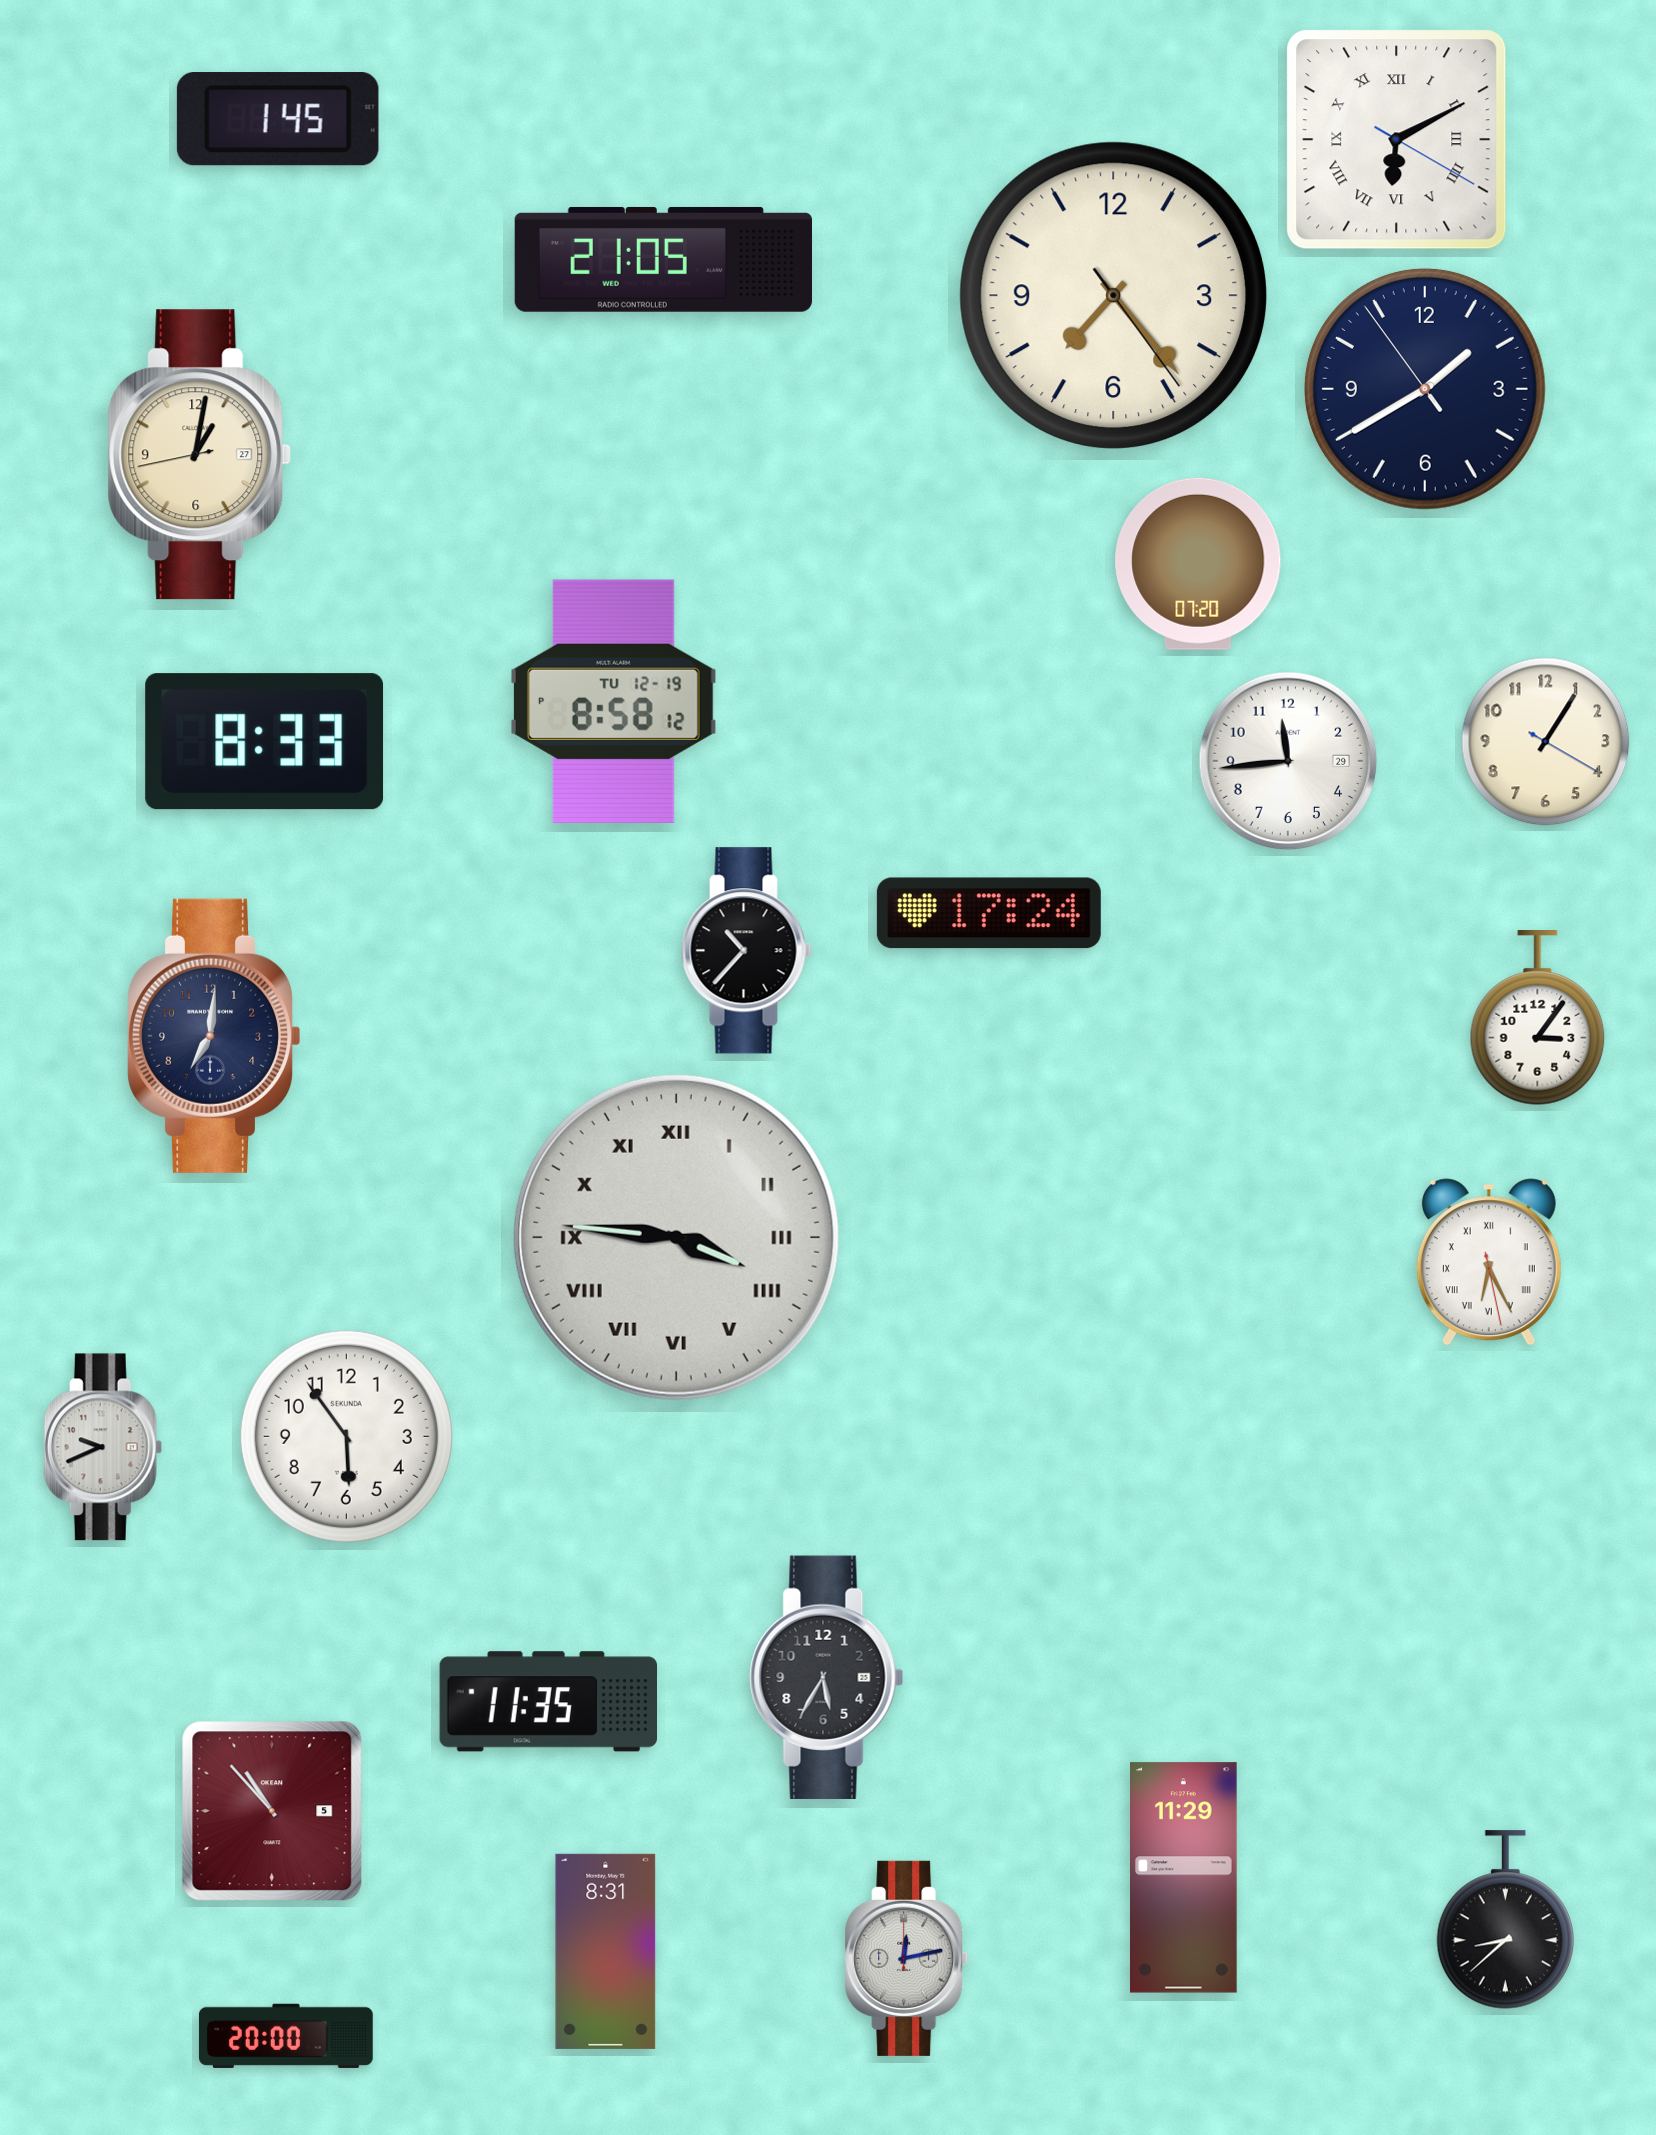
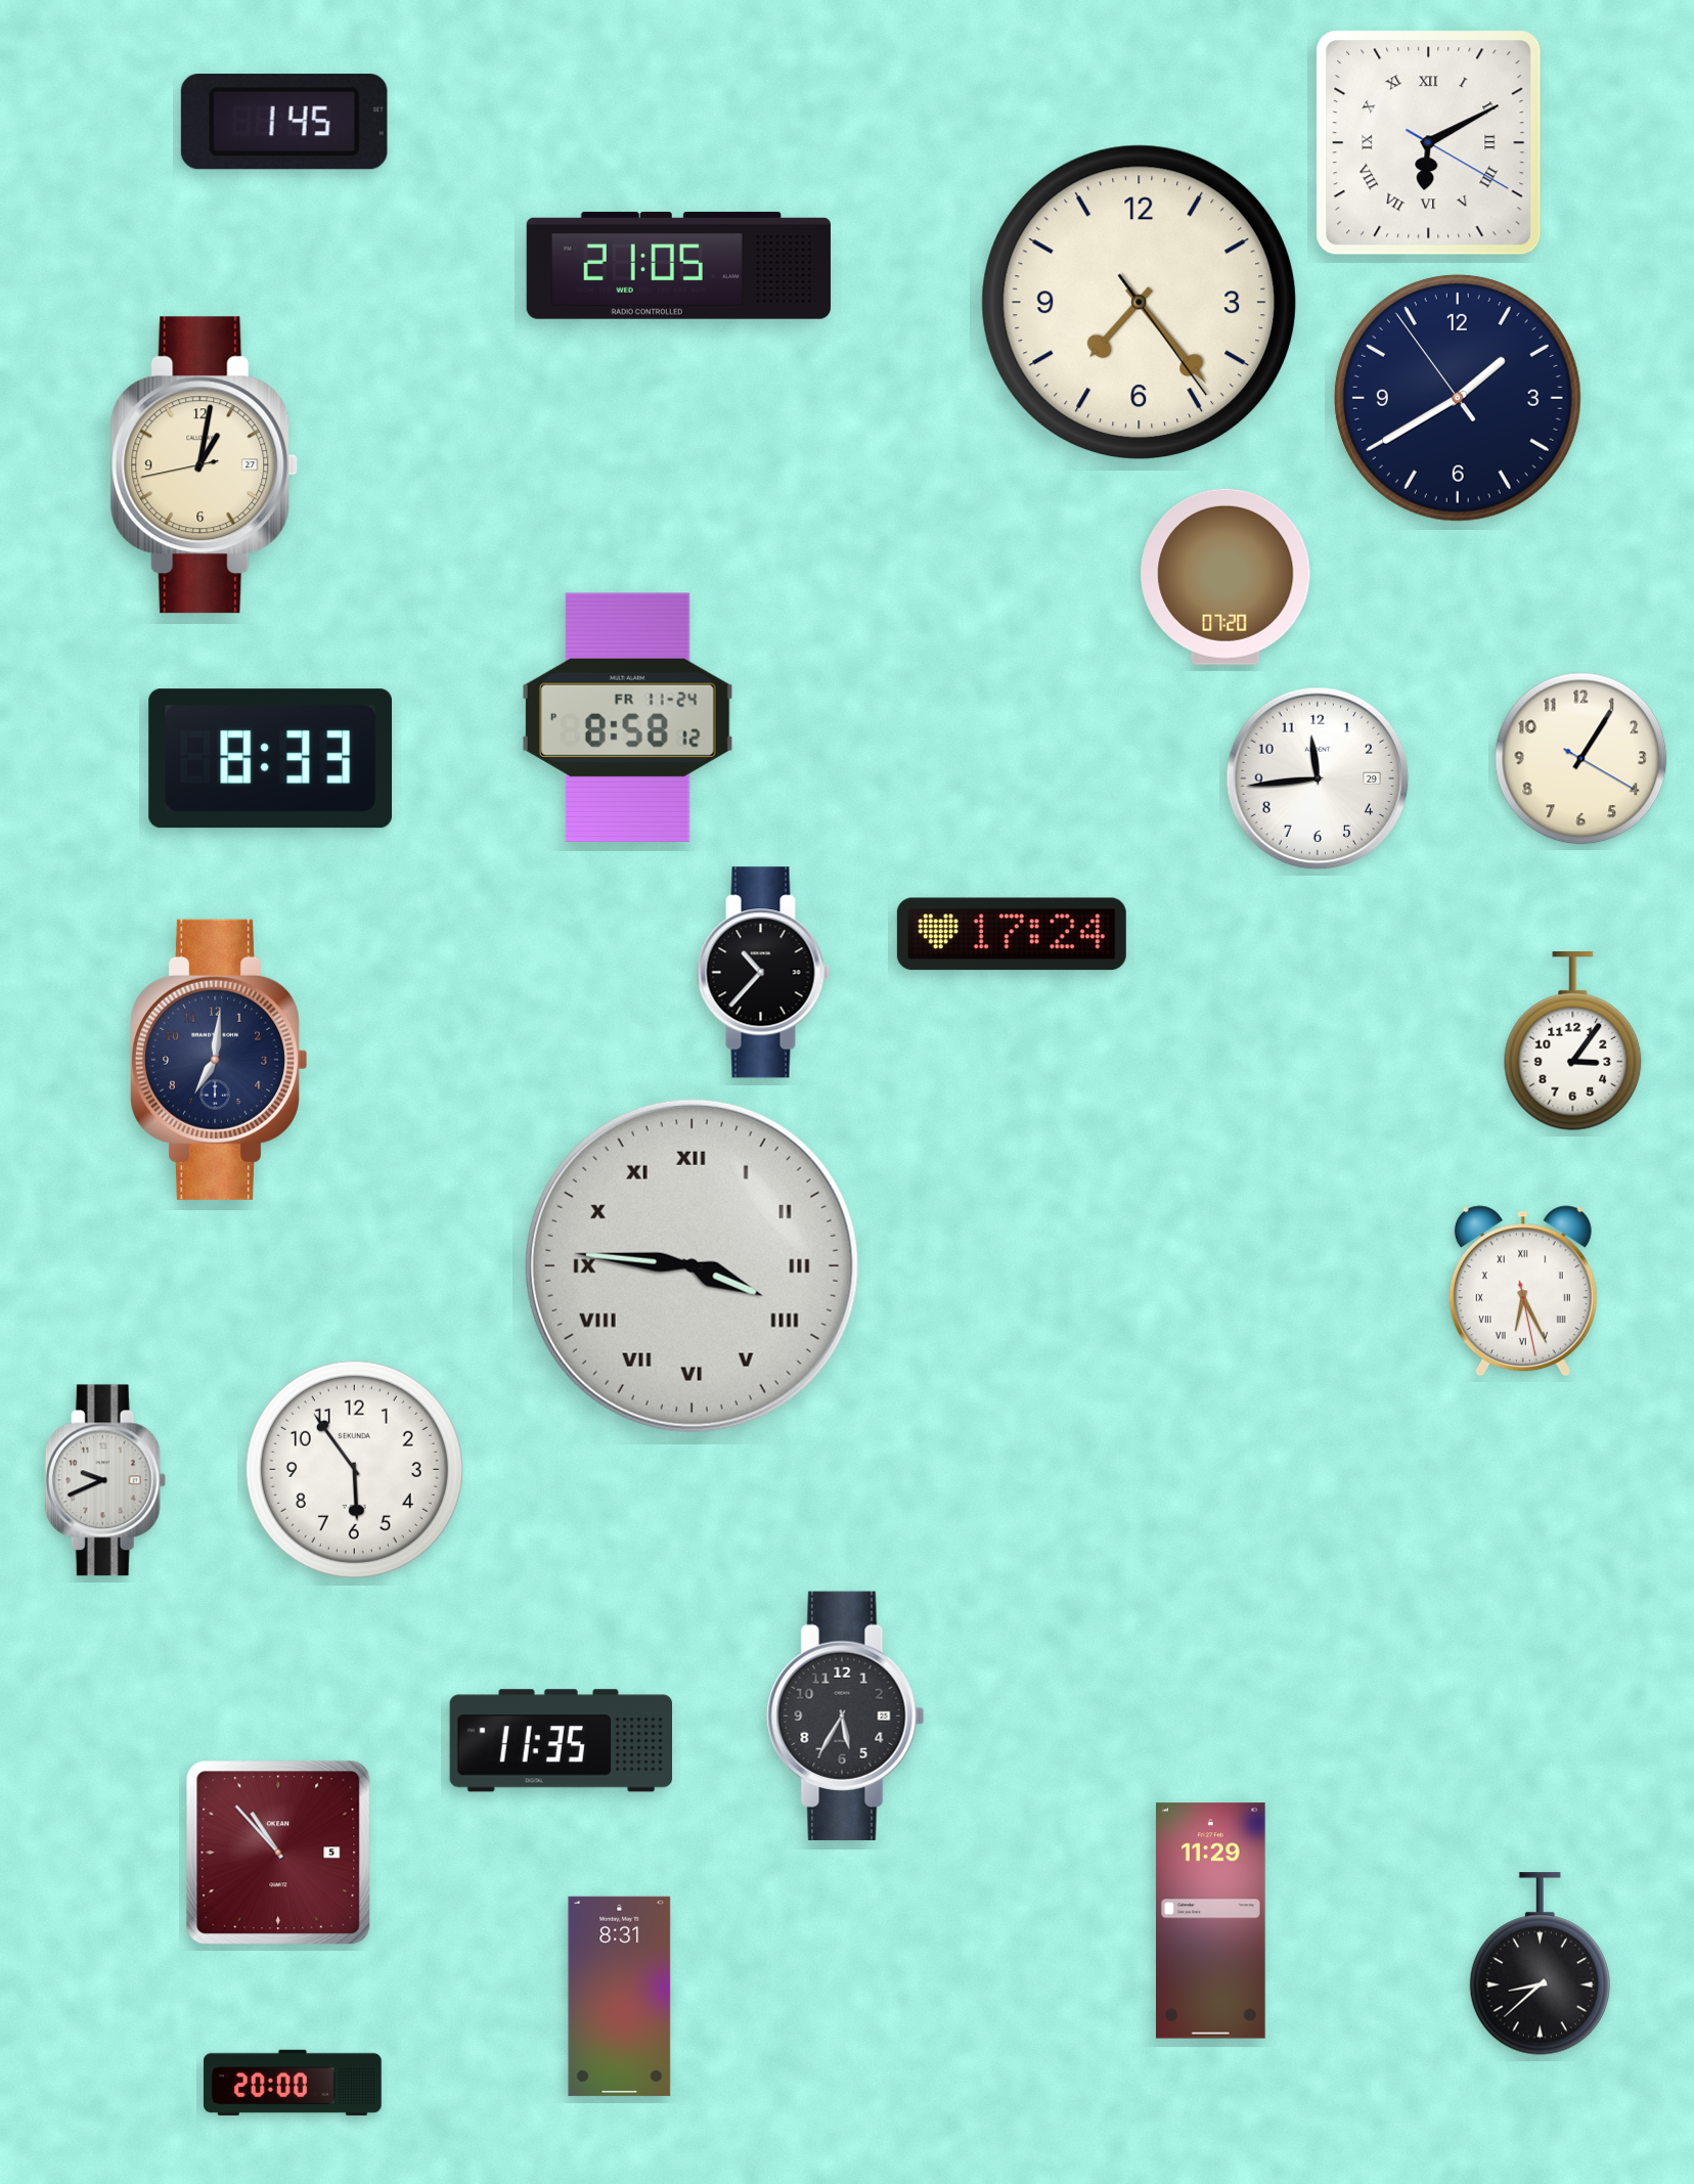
clock at (614, 701) date: TU 12-19 -> FR 11-24
clock at (907, 1958): 12:13 -> none
